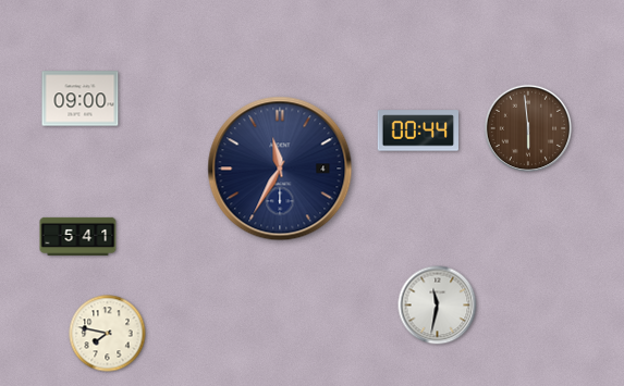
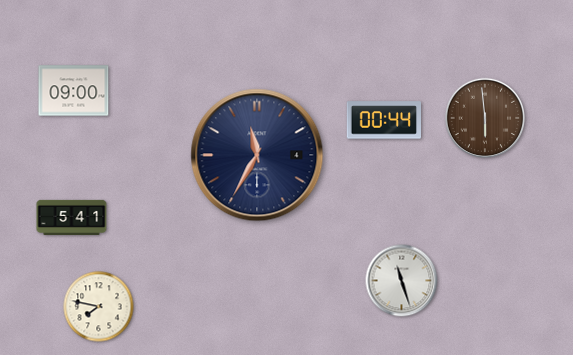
clock at (438, 306): 11:32 -> 11:27
